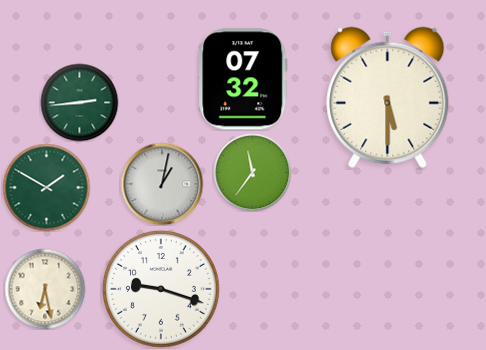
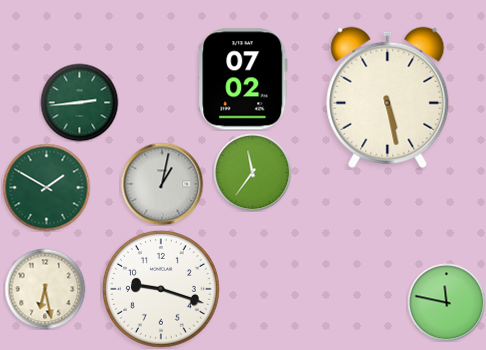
clock at (243, 79): 07:32 -> 07:02
clock at (388, 97): 5:30 -> 5:28
clock at (446, 302): none -> 11:47
